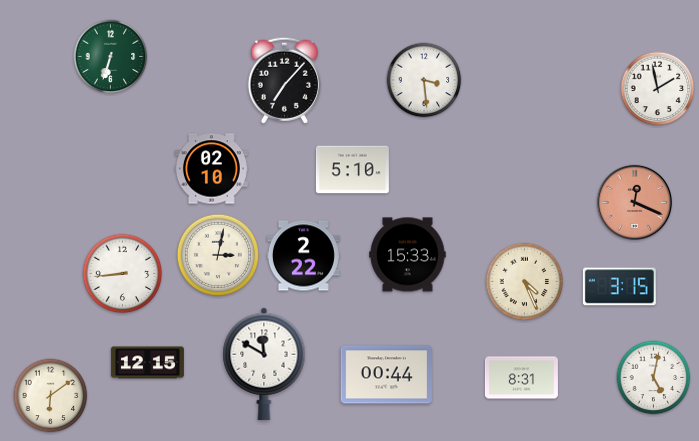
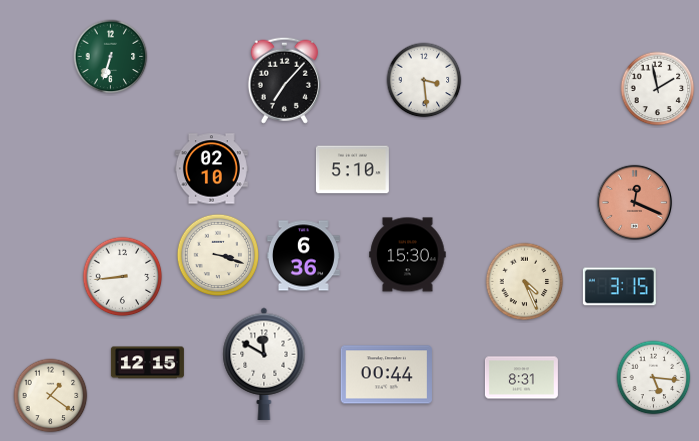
clock at (218, 255): 3:02 -> 3:18
clock at (408, 255): 15:33 -> 15:30
clock at (303, 256): 2:22 -> 6:36
clock at (123, 274) position: (123, 274) -> (123, 277)
clock at (654, 378): 5:02 -> 5:16
clock at (51, 396): 6:09 -> 1:21
